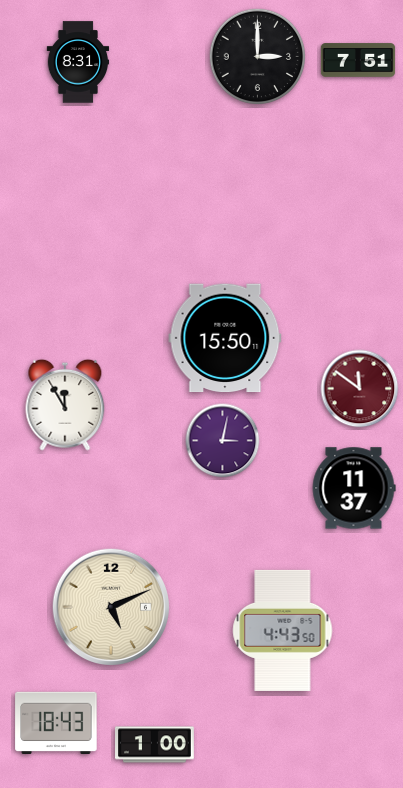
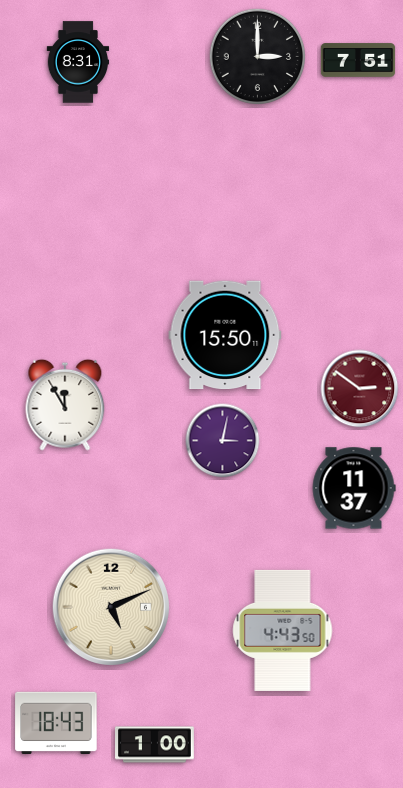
clock at (225, 338) position: (225, 338) -> (225, 335)
clock at (360, 389): 11:51 -> 2:51
